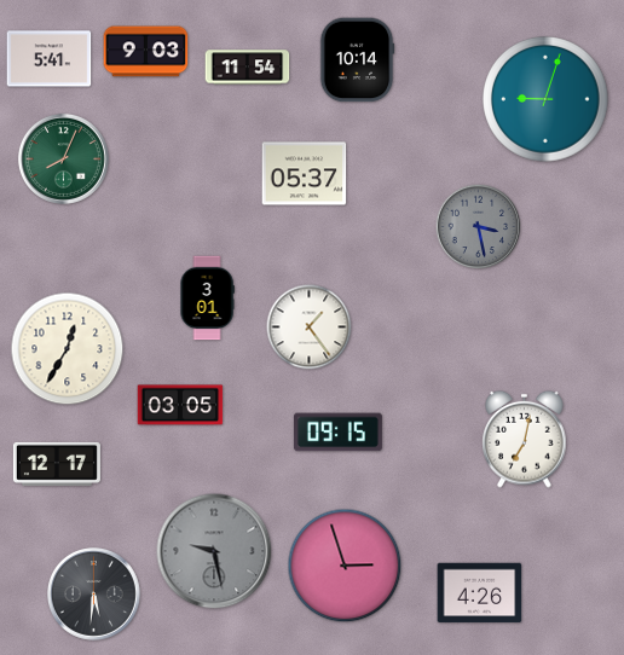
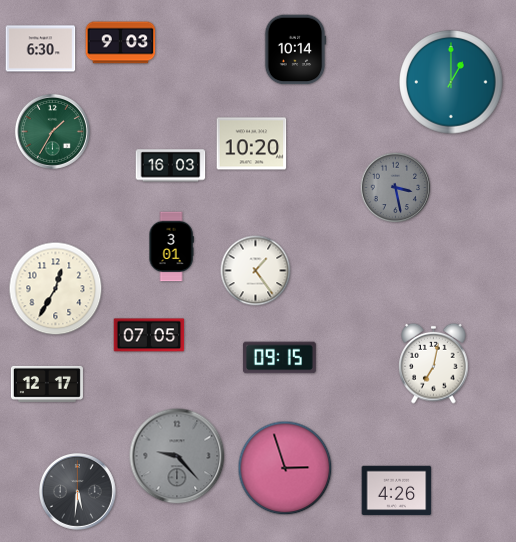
clock at (50, 59): 5:41 -> 6:30
clock at (248, 68): 11:54 -> none
clock at (545, 99): 9:03 -> 1:00
clock at (63, 158): 8:04 -> 1:35
clock at (305, 174): 05:37 -> 10:20
clock at (171, 166): none -> 16:03
clock at (180, 405): 03:05 -> 07:05
clock at (214, 551): 9:28 -> 9:23
